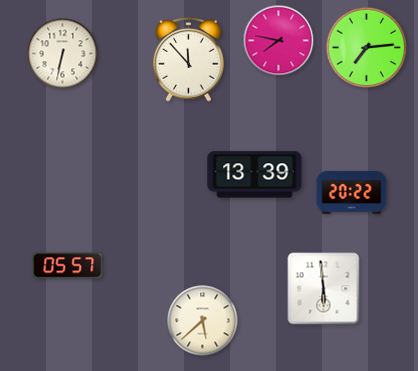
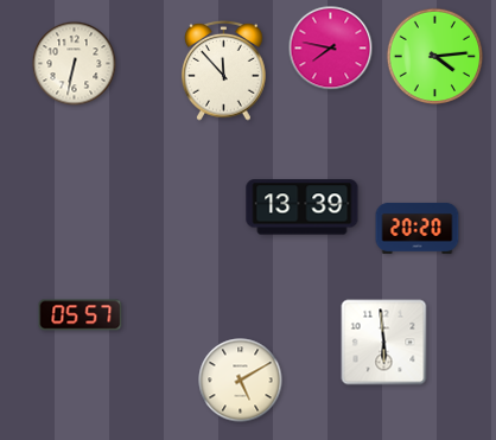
clock at (367, 48): 7:14 -> 4:14
clock at (352, 192): 20:22 -> 20:20
clock at (203, 321): 5:38 -> 5:10
